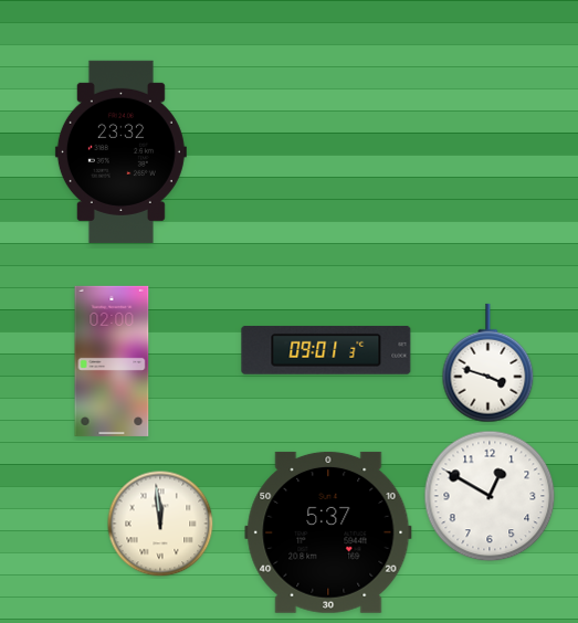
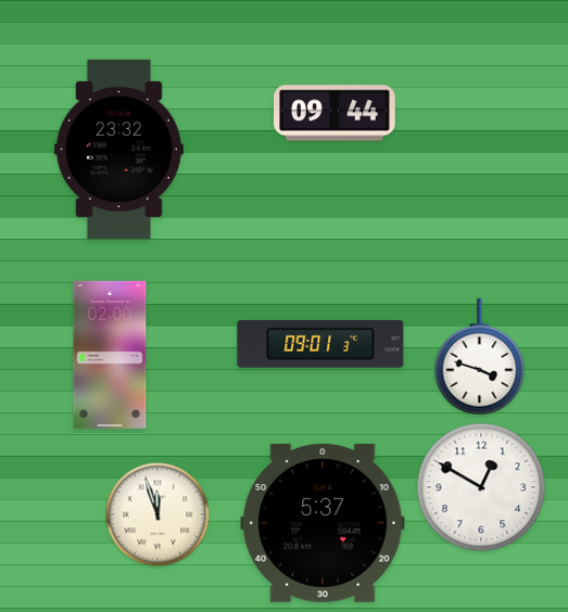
clock at (335, 113): none -> 09:44
clock at (160, 524): 11:59 -> 11:57
